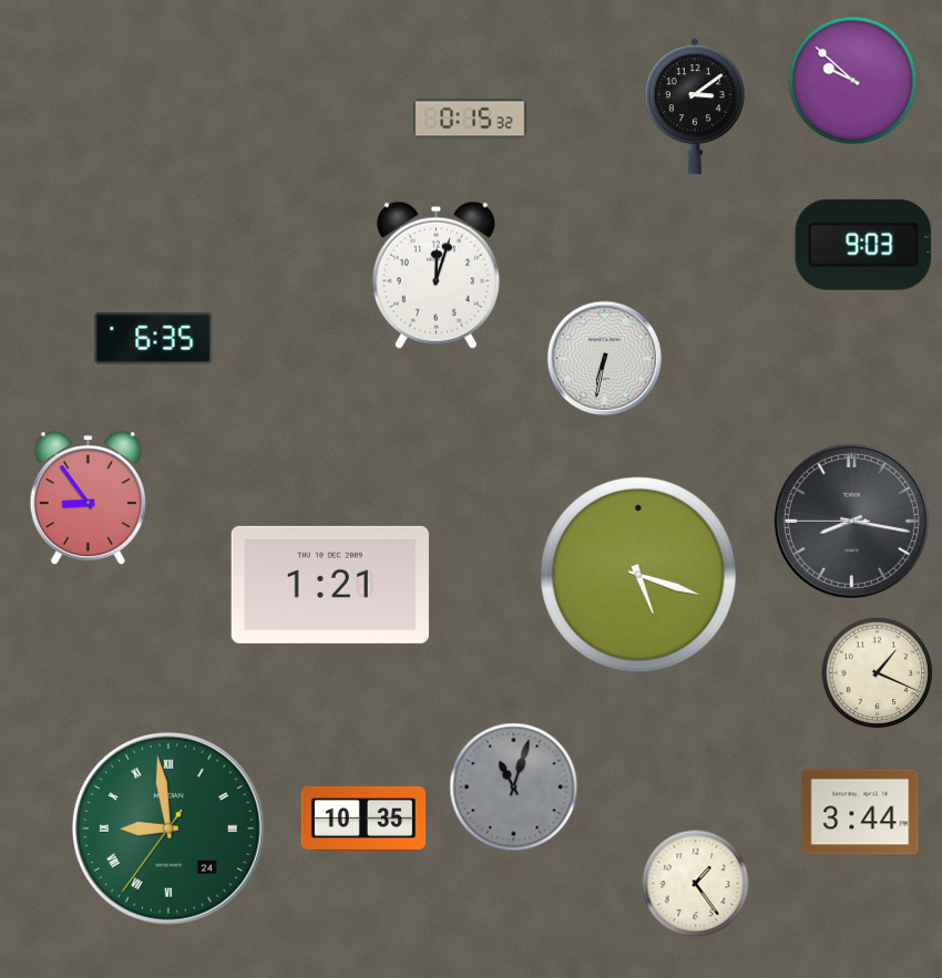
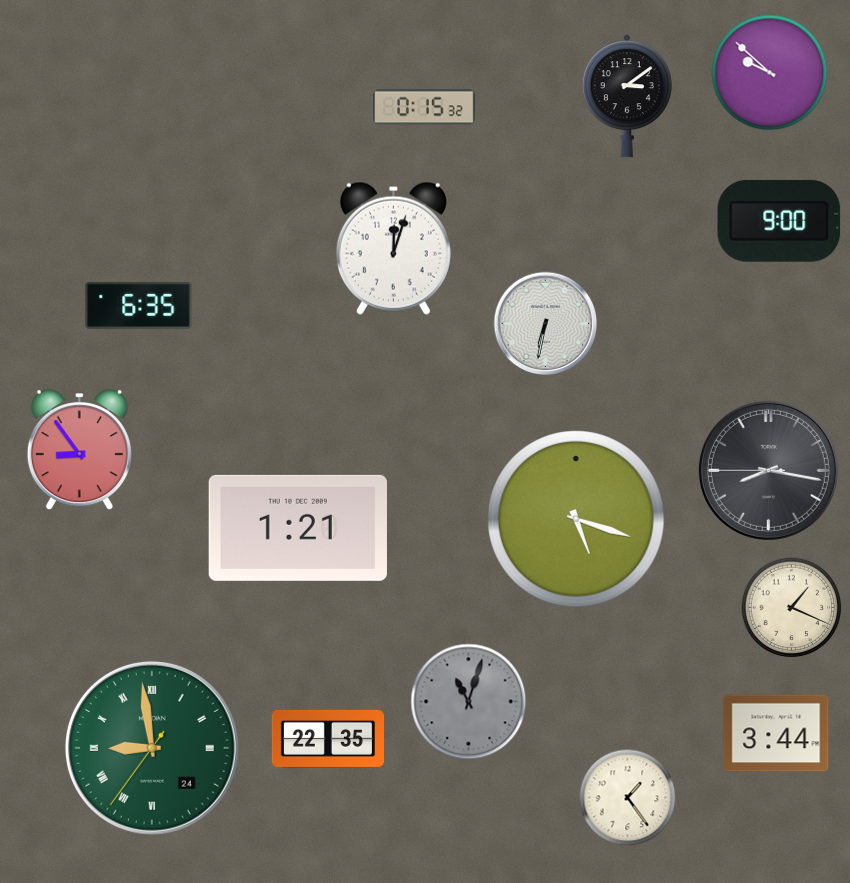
clock at (863, 245): 9:03 -> 9:00
clock at (514, 787) position: (514, 787) -> (469, 702)
clock at (362, 819): 10:35 -> 22:35
